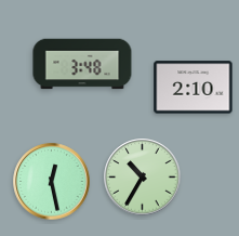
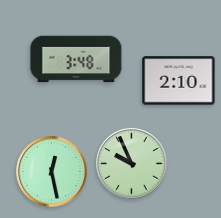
clock at (143, 178): 10:35 -> 9:56
clock at (52, 182) position: (52, 182) -> (52, 172)
